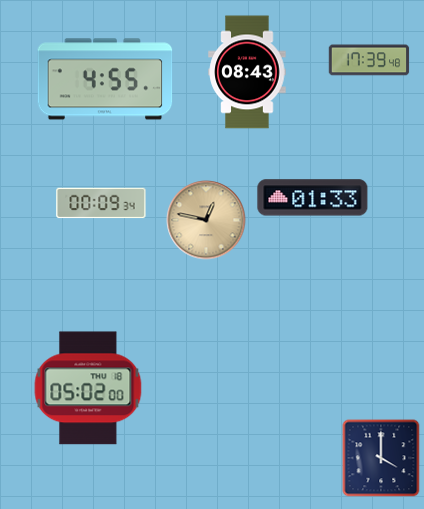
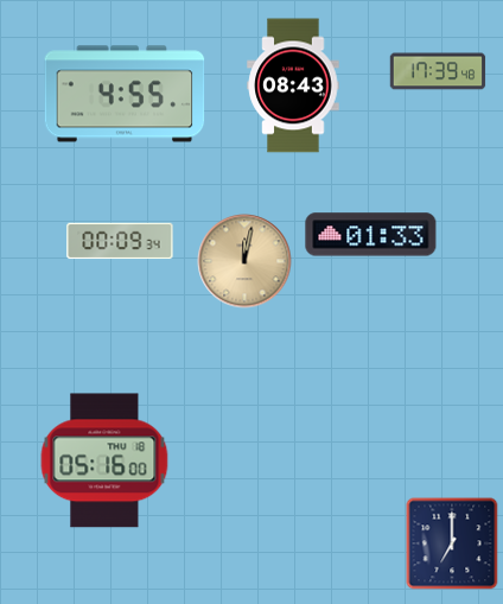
clock at (206, 220): 12:47 -> 12:02
clock at (88, 388): 05:02 -> 05:16
clock at (381, 458): 4:00 -> 7:00
